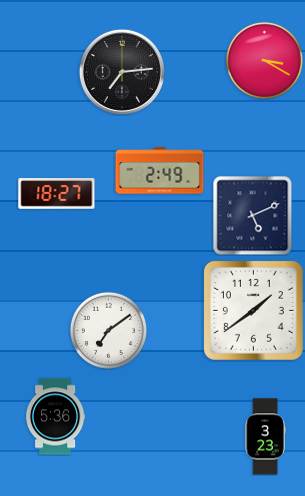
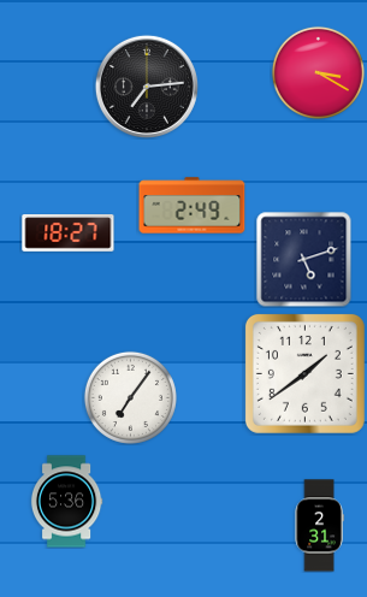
clock at (253, 216): 5:11 -> 5:12
clock at (108, 330): 7:09 -> 7:06
clock at (265, 437): 3:23 -> 2:31
